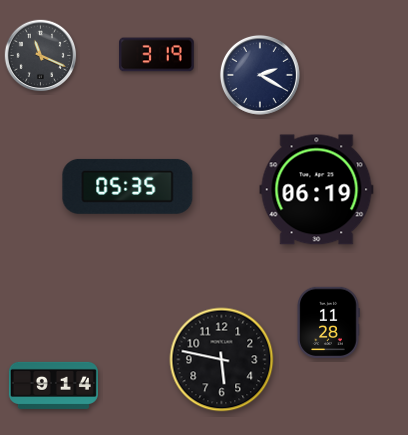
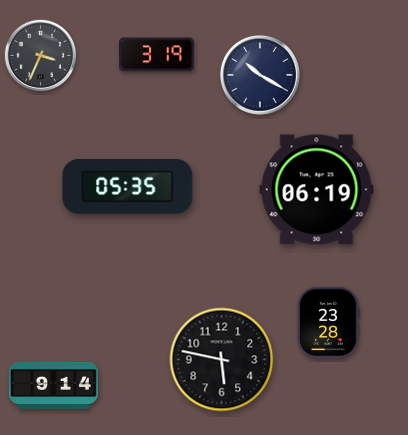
clock at (41, 56): 11:19 -> 3:34
clock at (260, 75): 2:20 -> 10:20
clock at (328, 323): 11:28 -> 23:28
